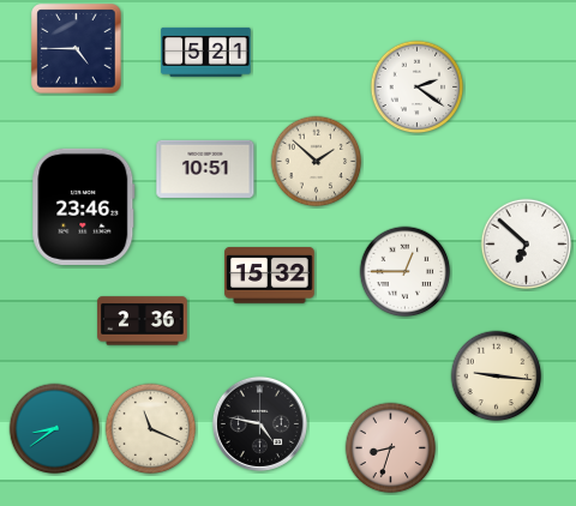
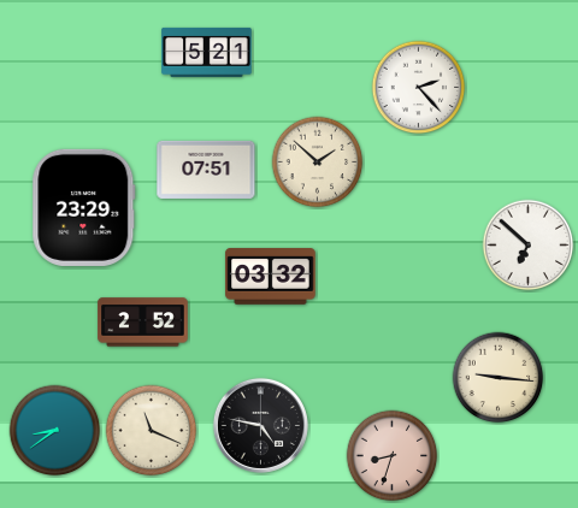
clock at (77, 49): 4:45 -> none
clock at (418, 88): 2:21 -> 2:23
clock at (205, 169): 10:51 -> 07:51
clock at (84, 206): 23:46 -> 23:29
clock at (406, 272): 12:45 -> none
clock at (270, 276): 15:32 -> 03:32
clock at (143, 321): 2:36 -> 2:52
clock at (391, 448) position: (391, 448) -> (393, 456)
